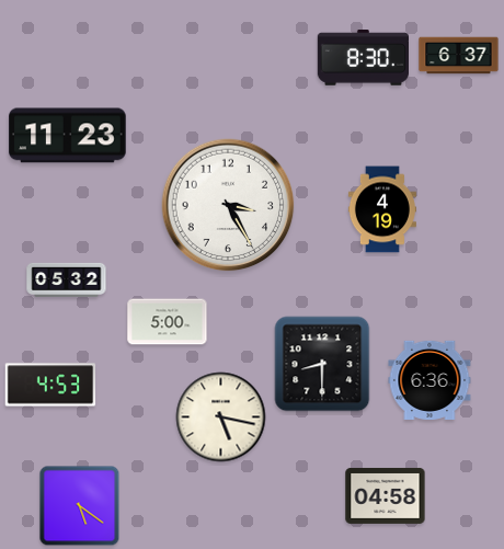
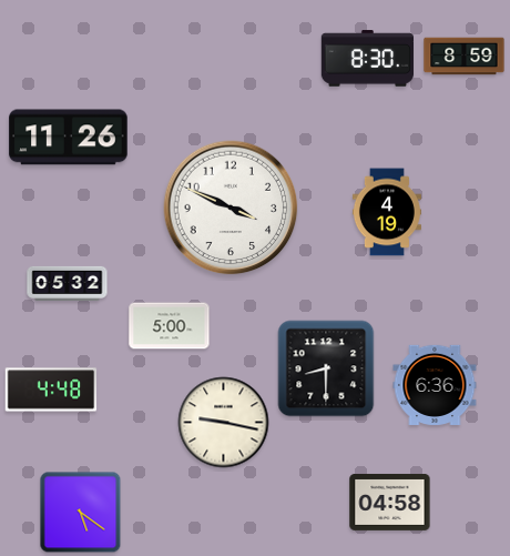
clock at (459, 56): 6:37 -> 8:59
clock at (68, 136): 11:23 -> 11:26
clock at (228, 205): 3:25 -> 3:49
clock at (50, 385): 4:53 -> 4:48
clock at (221, 418): 5:17 -> 9:17
